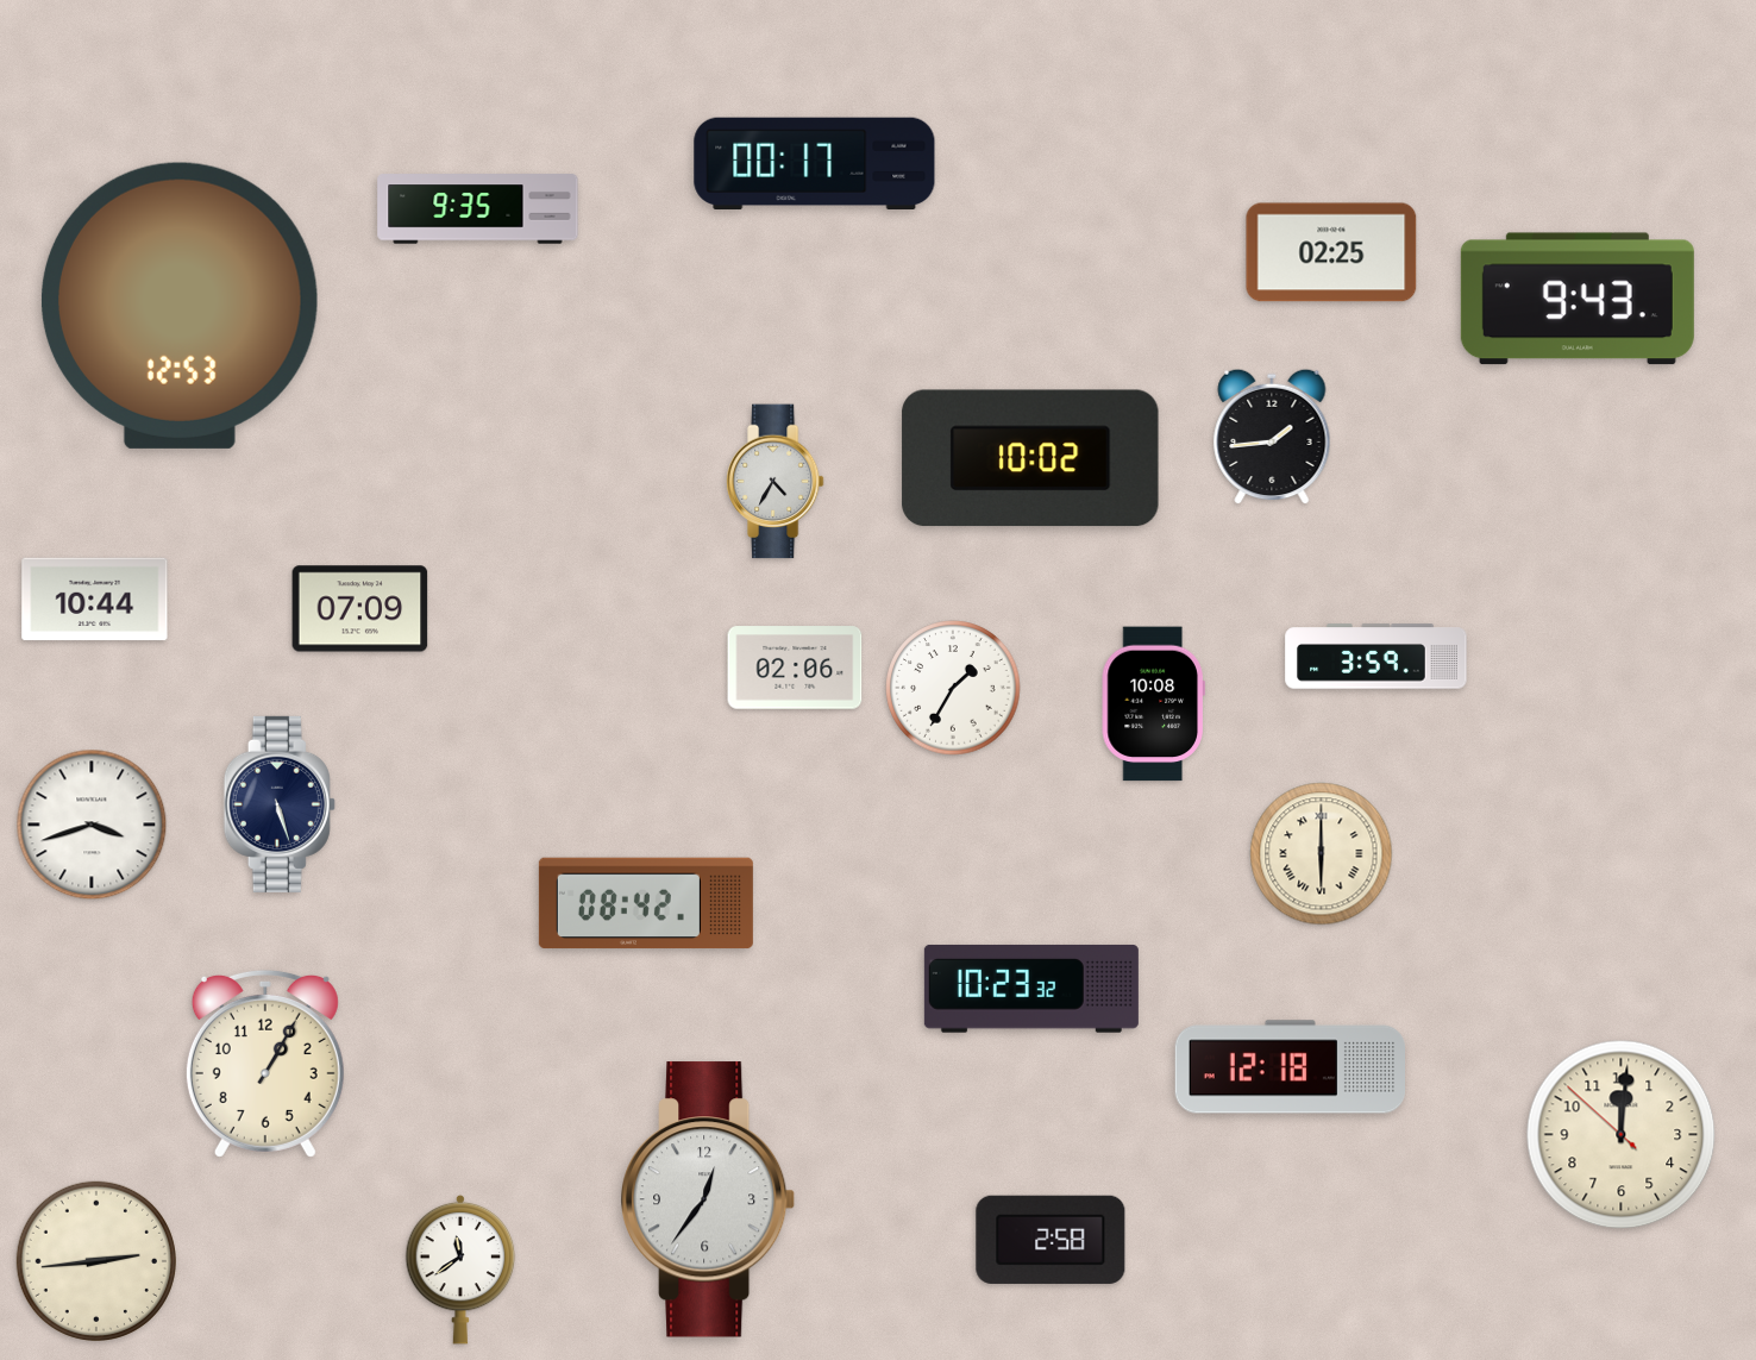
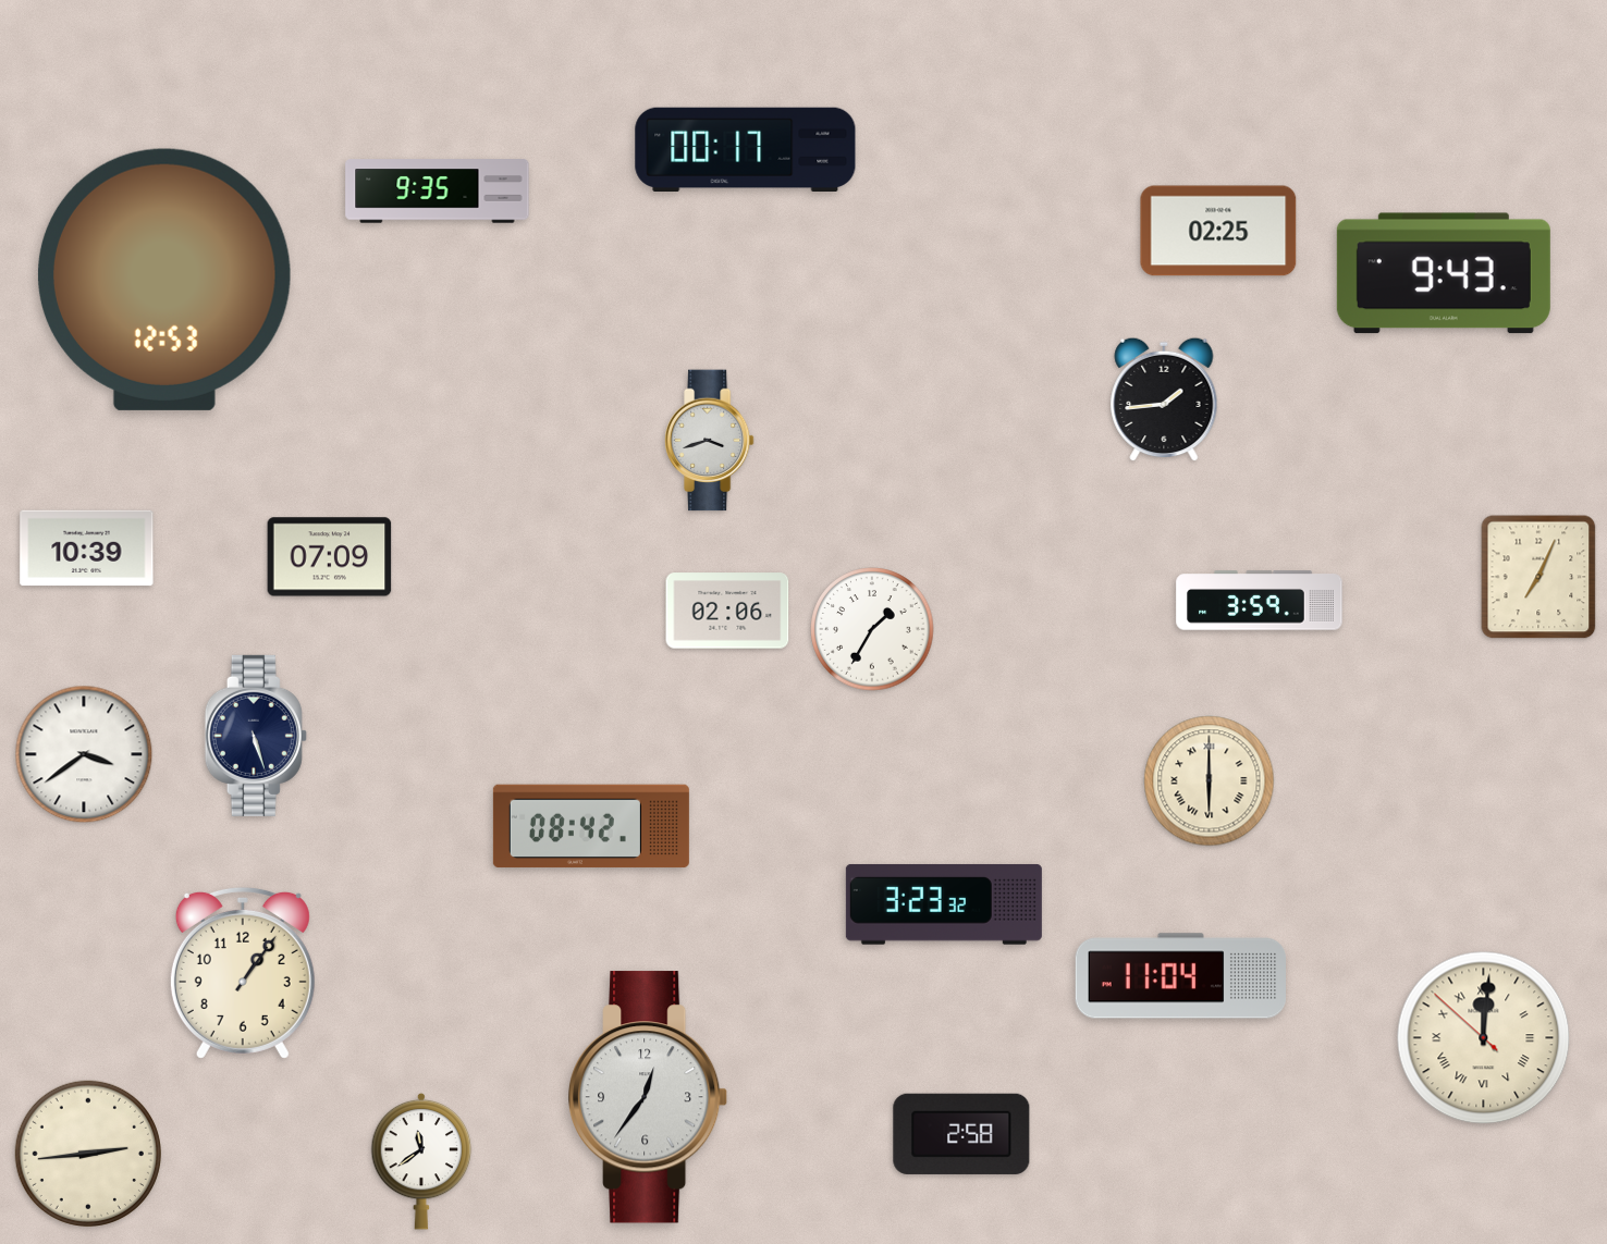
clock at (1030, 458): 10:02 -> none
clock at (774, 482): 4:35 -> 3:42
clock at (95, 600): 10:44 -> 10:39
clock at (1538, 577): none -> 7:04
clock at (1153, 704): 10:08 -> none
clock at (92, 825): 3:42 -> 3:39
clock at (1031, 989): 10:23 -> 3:23
clock at (265, 1064): 1:05 -> 1:06
clock at (1290, 1067): 12:18 -> 11:04
clock at (1622, 1135) numerals: Arabic -> Roman
